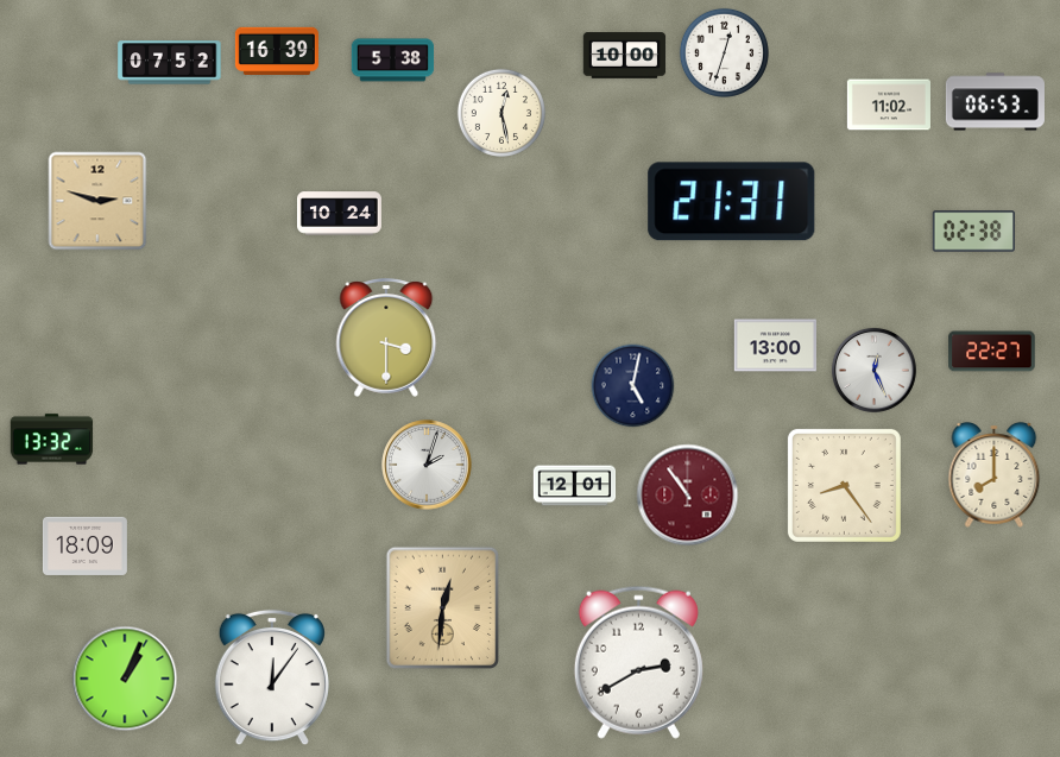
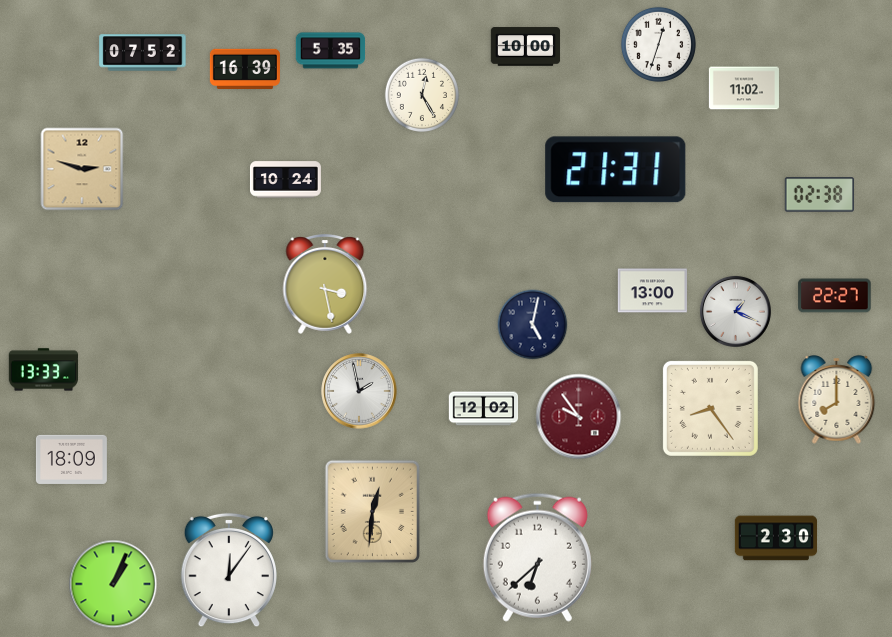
clock at (277, 50) position: (277, 50) -> (245, 68)
clock at (724, 52) position: (724, 52) -> (658, 44)
clock at (393, 61): 5:38 -> 5:35
clock at (995, 102): 06:53 -> none
clock at (889, 105) position: (889, 105) -> (744, 88)
clock at (501, 113): 12:28 -> 12:25
clock at (386, 339): 3:30 -> 3:28
clock at (873, 370): 12:26 -> 1:19
clock at (52, 440): 13:32 -> 13:33
clock at (427, 465): 2:03 -> 1:58
clock at (575, 486): 12:01 -> 12:02
clock at (688, 496): 10:54 -> 9:54
clock at (776, 538): none -> 2:30
clock at (638, 662): 2:40 -> 6:38
clock at (125, 679) position: (125, 679) -> (113, 584)
